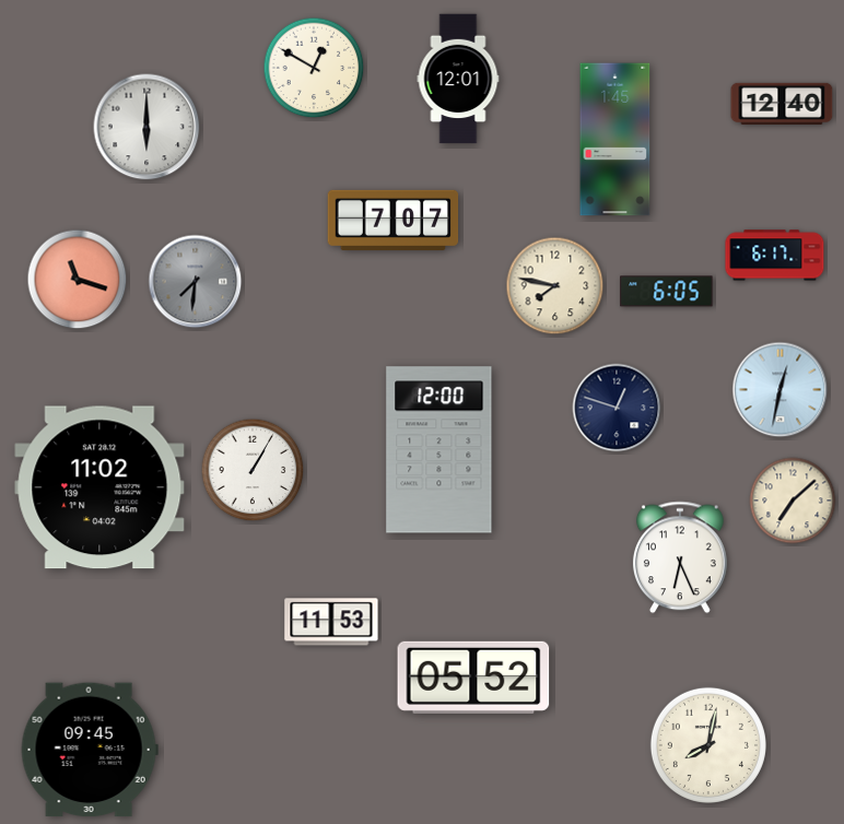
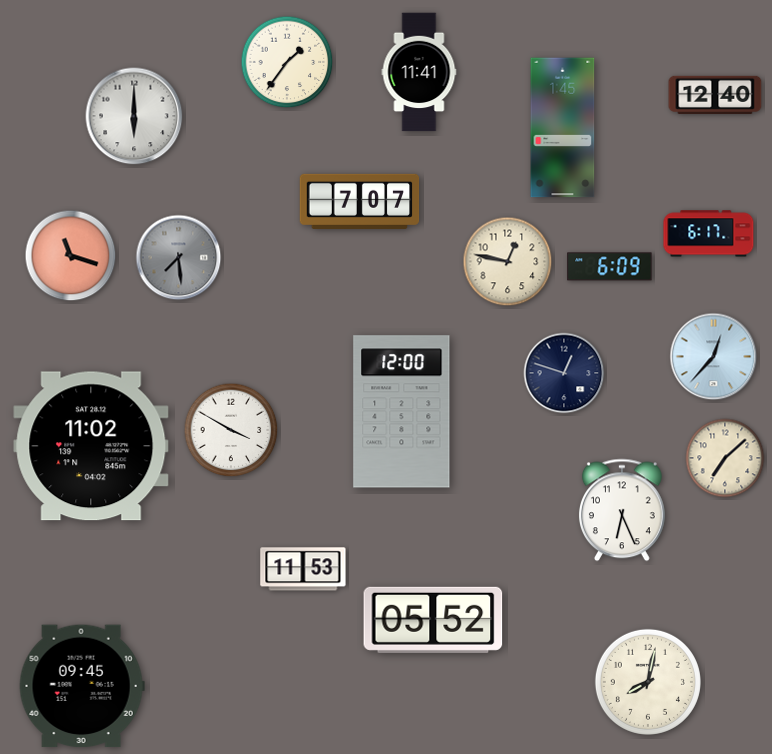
clock at (314, 68): 12:50 -> 1:36
clock at (458, 79): 12:01 -> 11:41
clock at (196, 282): 7:31 -> 7:29
clock at (555, 286): 7:47 -> 12:47
clock at (667, 292): 6:05 -> 6:09
clock at (781, 390): 12:32 -> 12:37
clock at (253, 470): 1:05 -> 3:50
